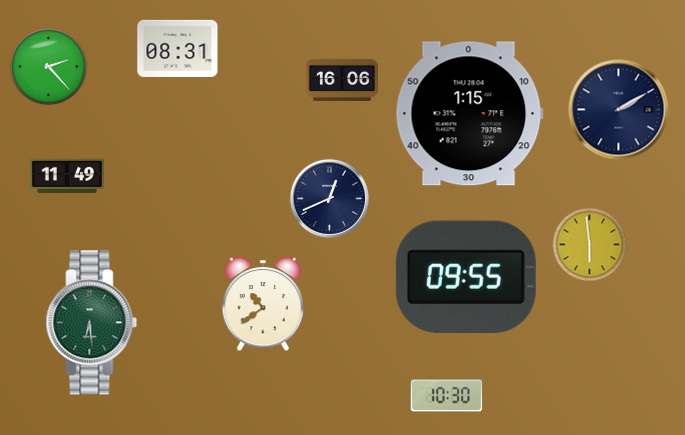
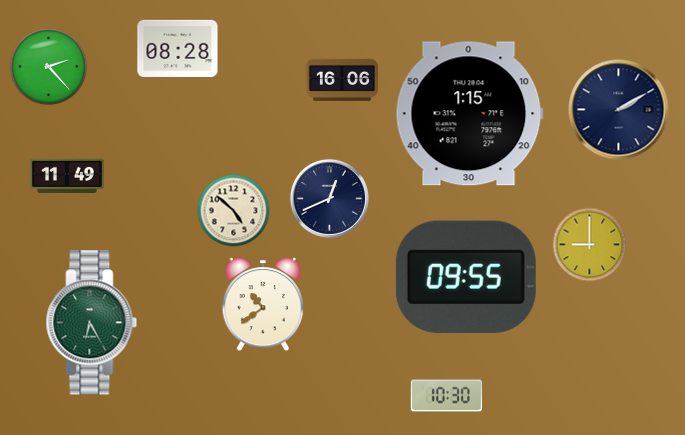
clock at (178, 48): 08:31 -> 08:28
clock at (234, 211): none -> 4:52
clock at (590, 245): 5:59 -> 9:00
clock at (92, 323): 6:29 -> 6:25
